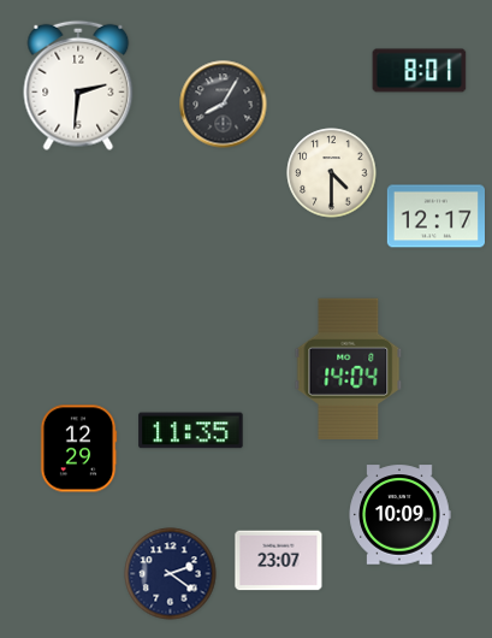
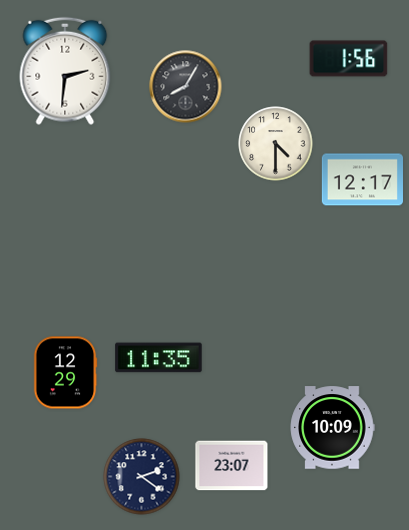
clock at (420, 71): 8:01 -> 1:56
clock at (349, 368): 14:04 -> none
